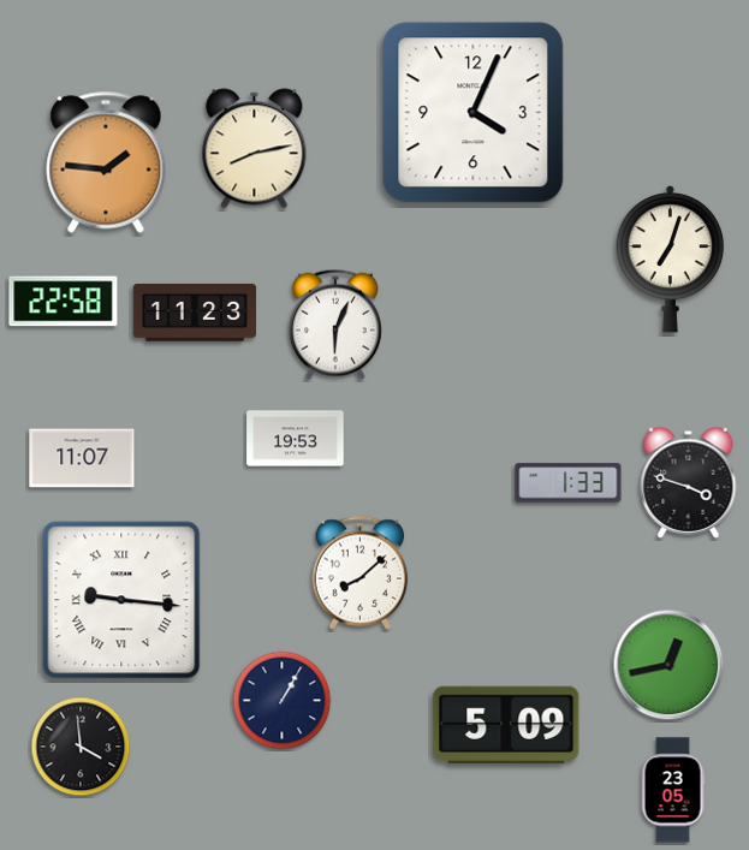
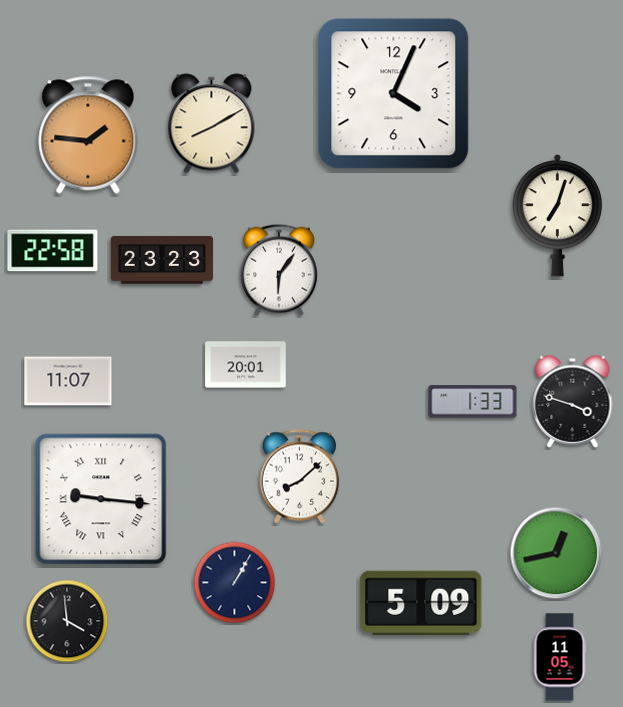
clock at (255, 149): 8:13 -> 8:10
clock at (195, 313): 11:23 -> 23:23
clock at (335, 325): 6:04 -> 6:06
clock at (296, 439): 19:53 -> 20:01
clock at (673, 790): 23:05 -> 11:05
